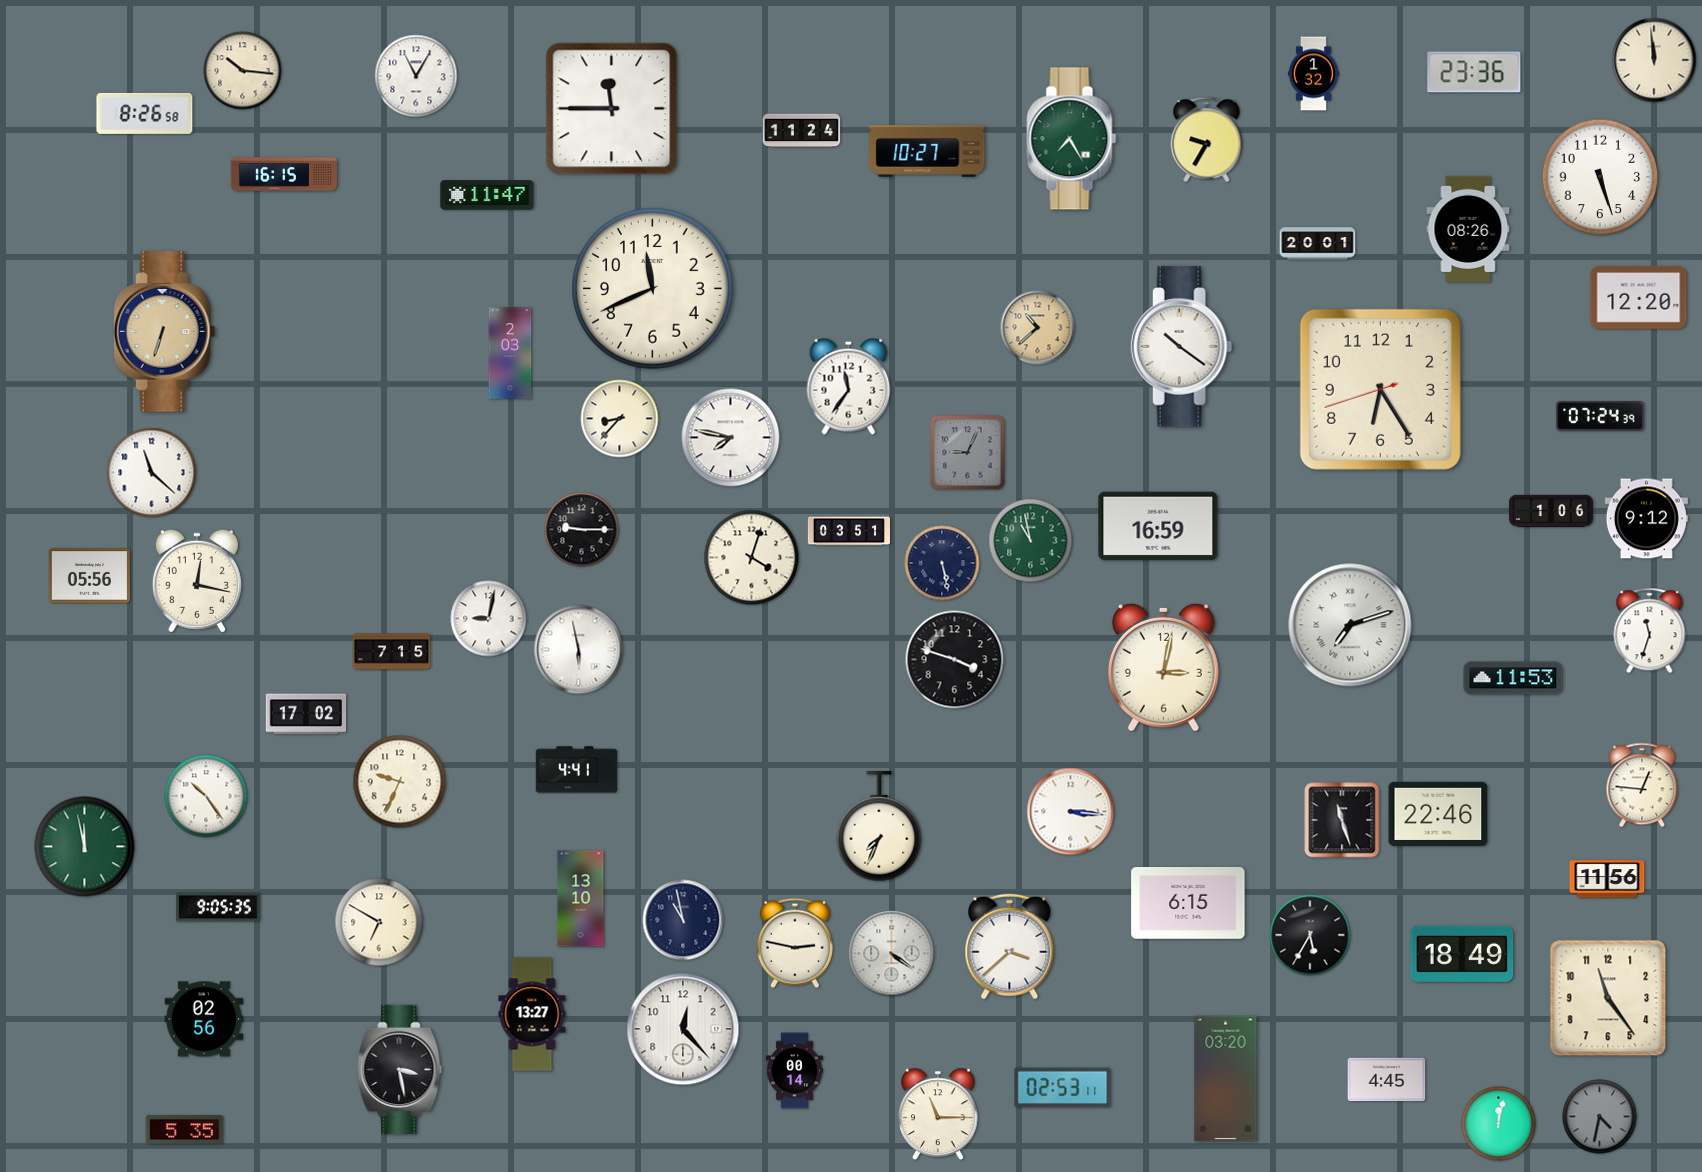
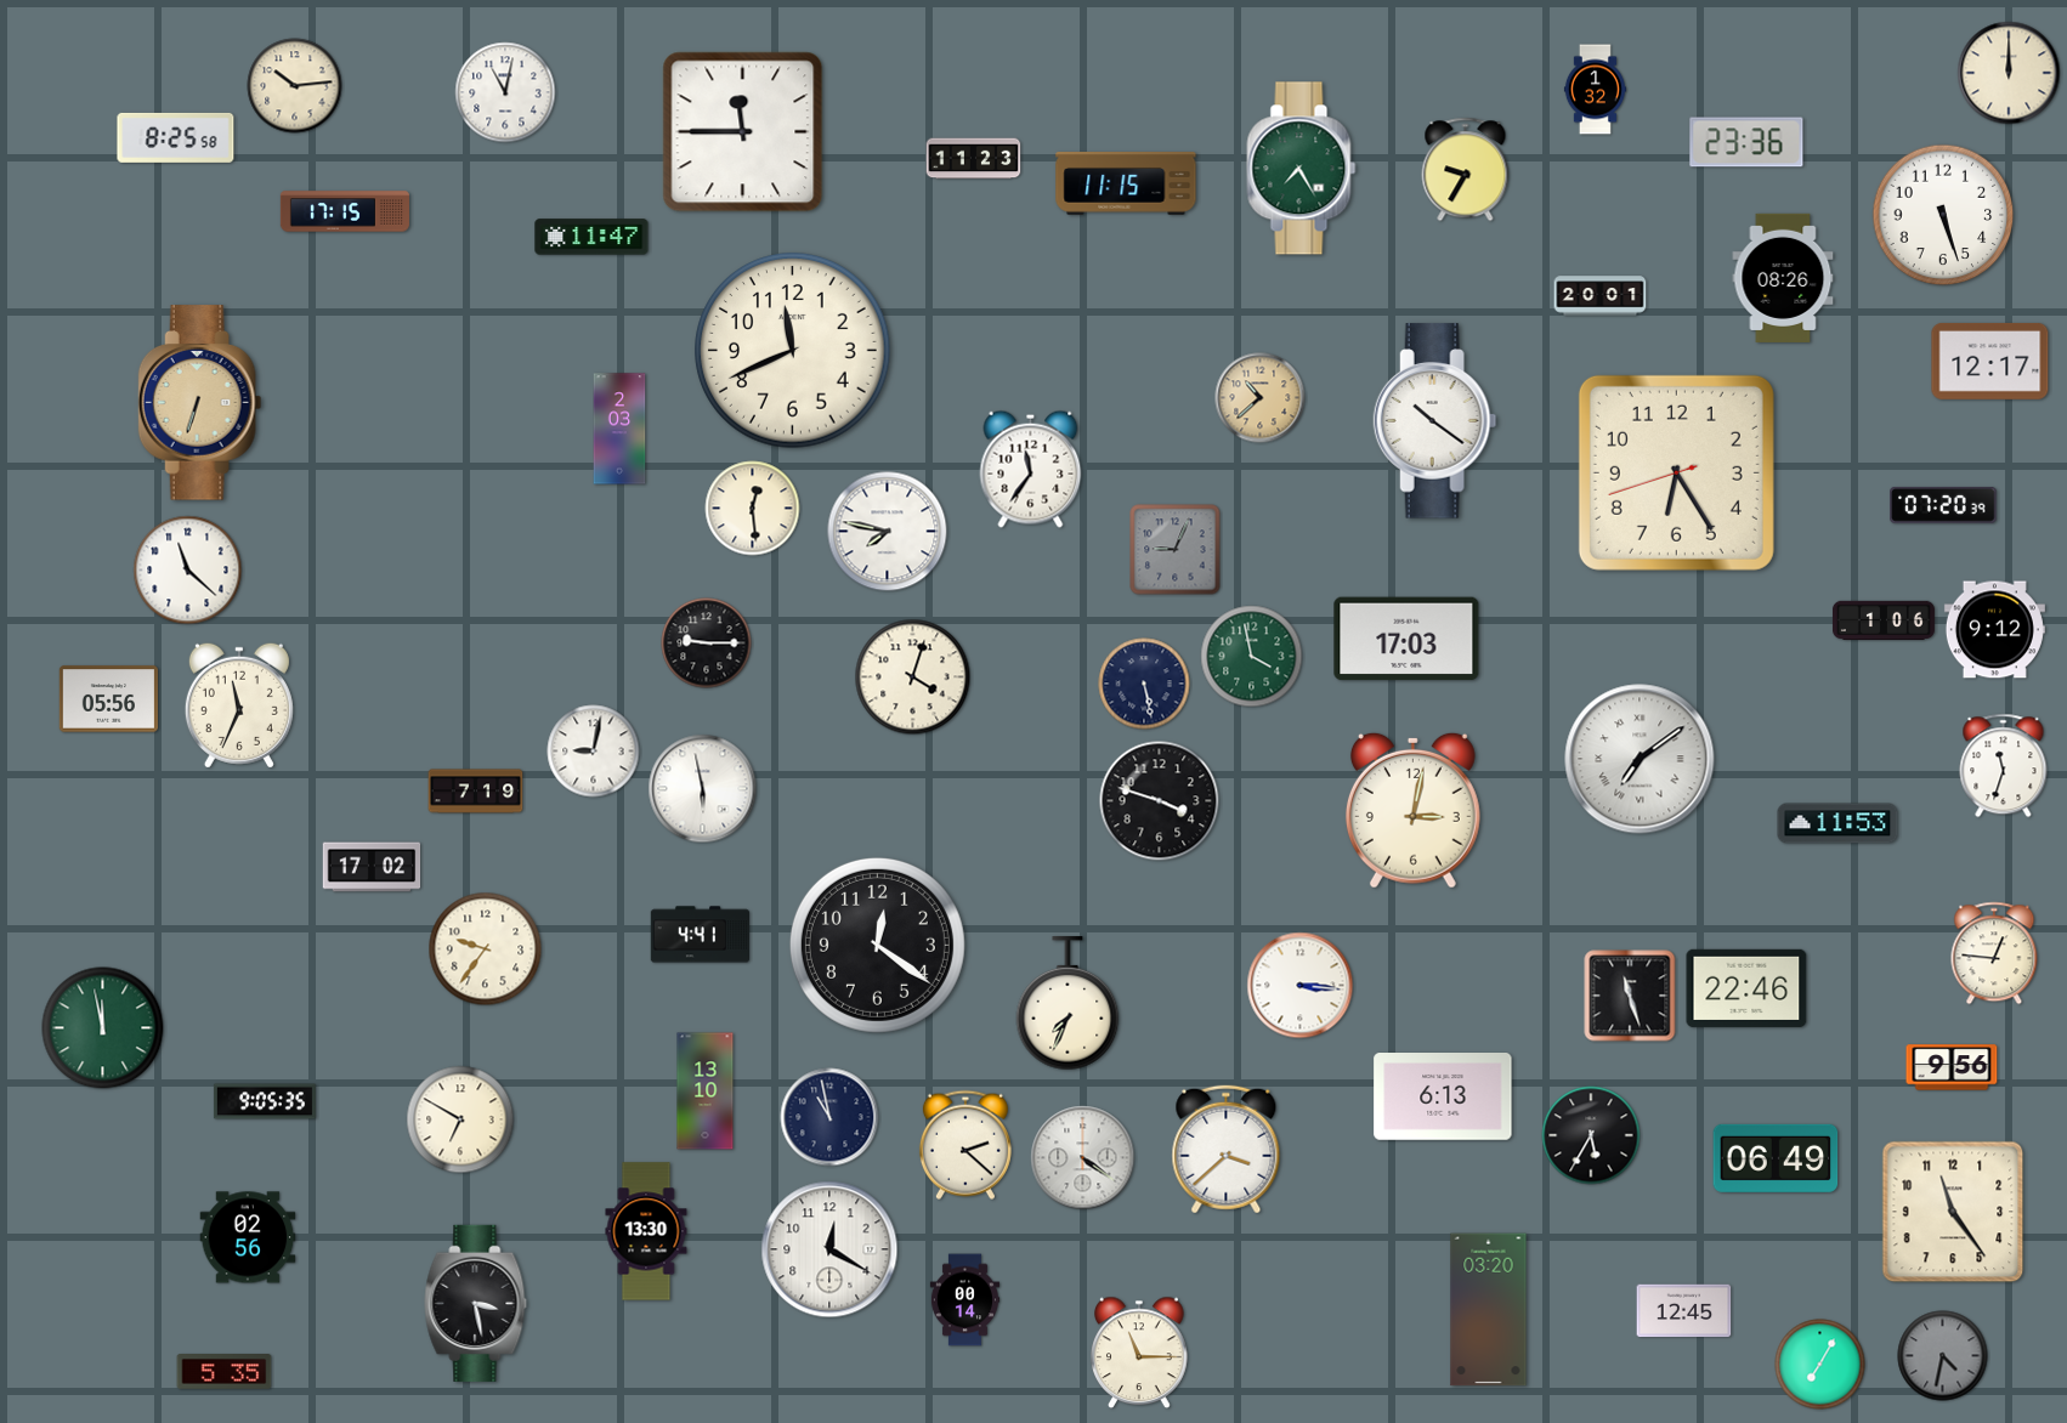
clock at (1654, 60): 11:59 -> 12:00
clock at (243, 71): 10:16 -> 10:14
clock at (1474, 72) position: (1474, 72) -> (1746, 142)
clock at (416, 76): 11:05 -> 11:02
clock at (145, 113): 8:26 -> 8:25
clock at (802, 131): 11:24 -> 11:23
clock at (927, 152): 10:27 -> 11:15
clock at (284, 174): 16:15 -> 17:15
clock at (1639, 297): 12:20 -> 12:17
clock at (1600, 416): 07:24 -> 07:20
clock at (620, 419): 8:37 -> 12:29
clock at (152, 473) position: (152, 473) -> (188, 571)
clock at (1646, 519) position: (1646, 519) -> (1994, 630)
clock at (1158, 526): 16:59 -> 17:03
clock at (848, 531): 03:51 -> none
clock at (1031, 541): 10:58 -> 3:58
clock at (197, 581): 12:17 -> 11:34
clock at (1350, 625): 7:12 -> 7:09
clock at (392, 652): 7:15 -> 7:19
clock at (877, 945): none -> 12:21
clock at (400, 782): 9:34 -> 9:36
clock at (206, 796): 10:24 -> none
clock at (1607, 879): 11:56 -> 9:56
clock at (1188, 904): 6:15 -> 6:13
clock at (795, 943): 2:47 -> 2:22
clock at (1462, 954): 18:49 -> 06:49
clock at (532, 1014): 13:27 -> 13:30
clock at (683, 1029): 12:23 -> 12:20
clock at (400, 1069) position: (400, 1069) -> (476, 1303)
clock at (1387, 1080): 4:45 -> 12:45
clock at (1063, 1088): 02:53 -> none
clock at (1499, 1124): 12:02 -> 7:05
